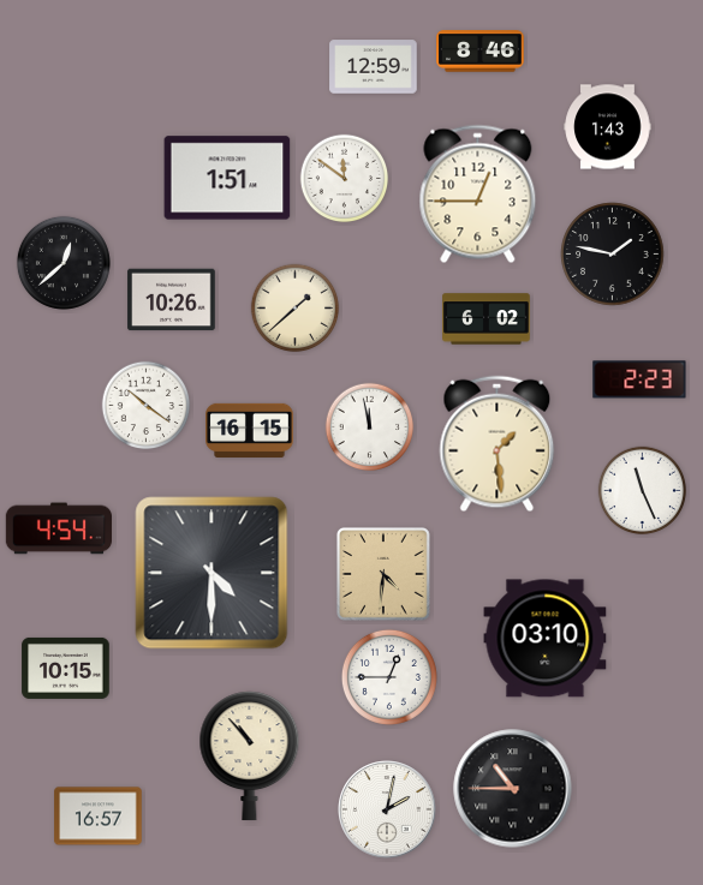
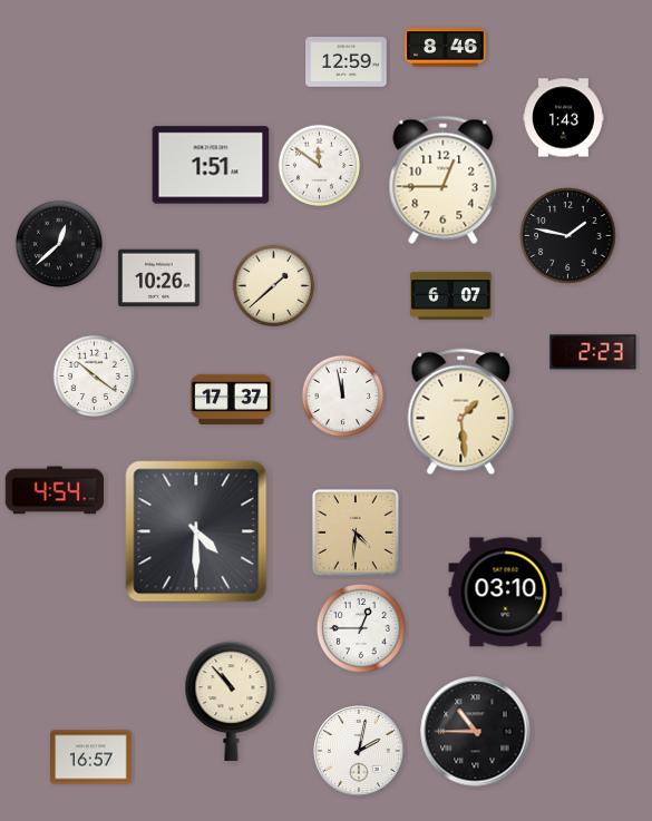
clock at (487, 319): 6:02 -> 6:07
clock at (147, 406) position: (147, 406) -> (95, 377)
clock at (250, 430): 16:15 -> 17:37
clock at (643, 491): 11:26 -> none
clock at (66, 668): 10:15 -> none
